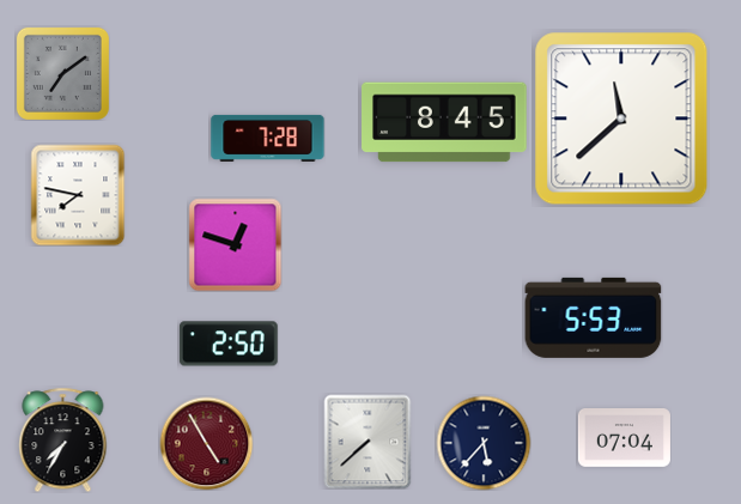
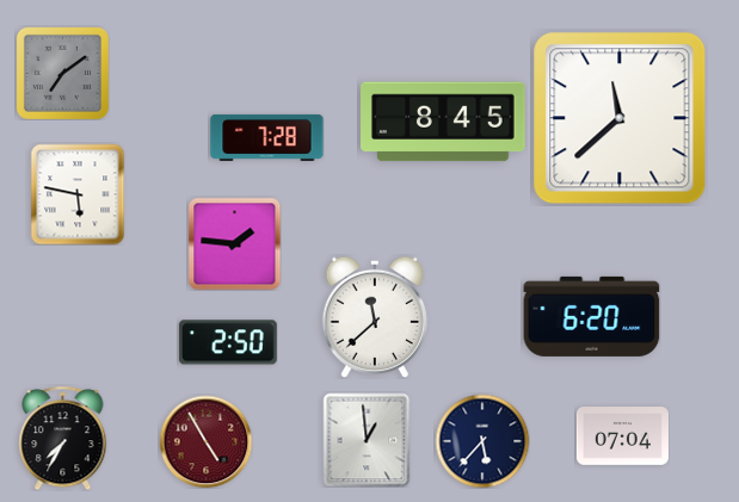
clock at (78, 195): 7:47 -> 5:47
clock at (235, 244): 12:48 -> 1:46
clock at (374, 316): none -> 11:38
clock at (594, 317): 5:53 -> 6:20
clock at (368, 442): 7:38 -> 12:59
